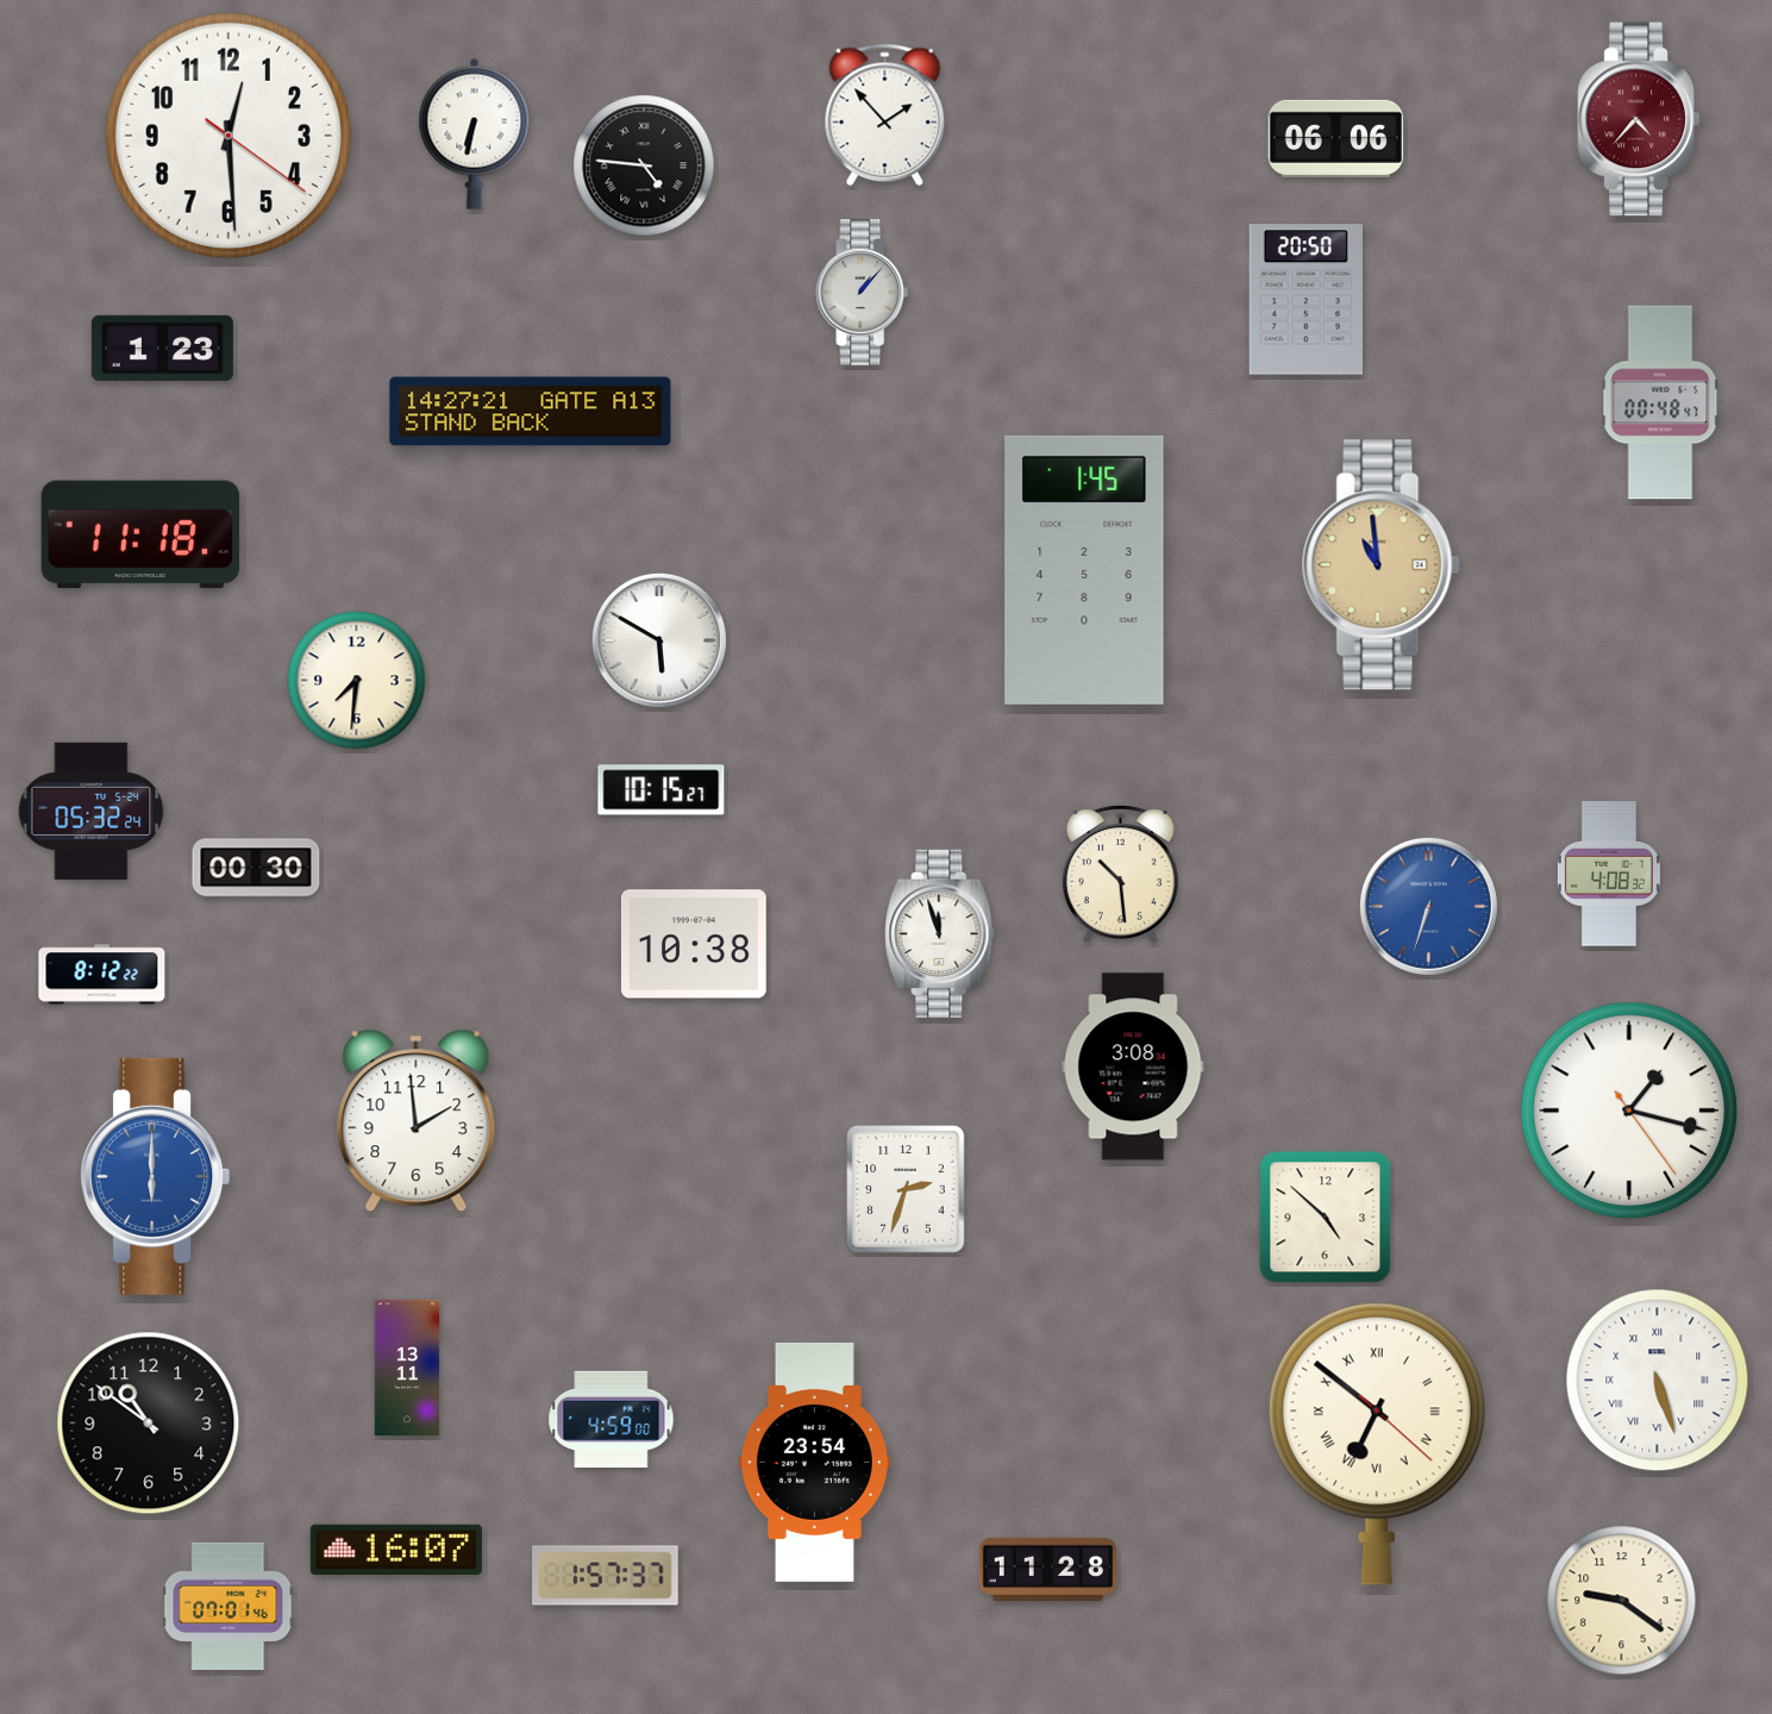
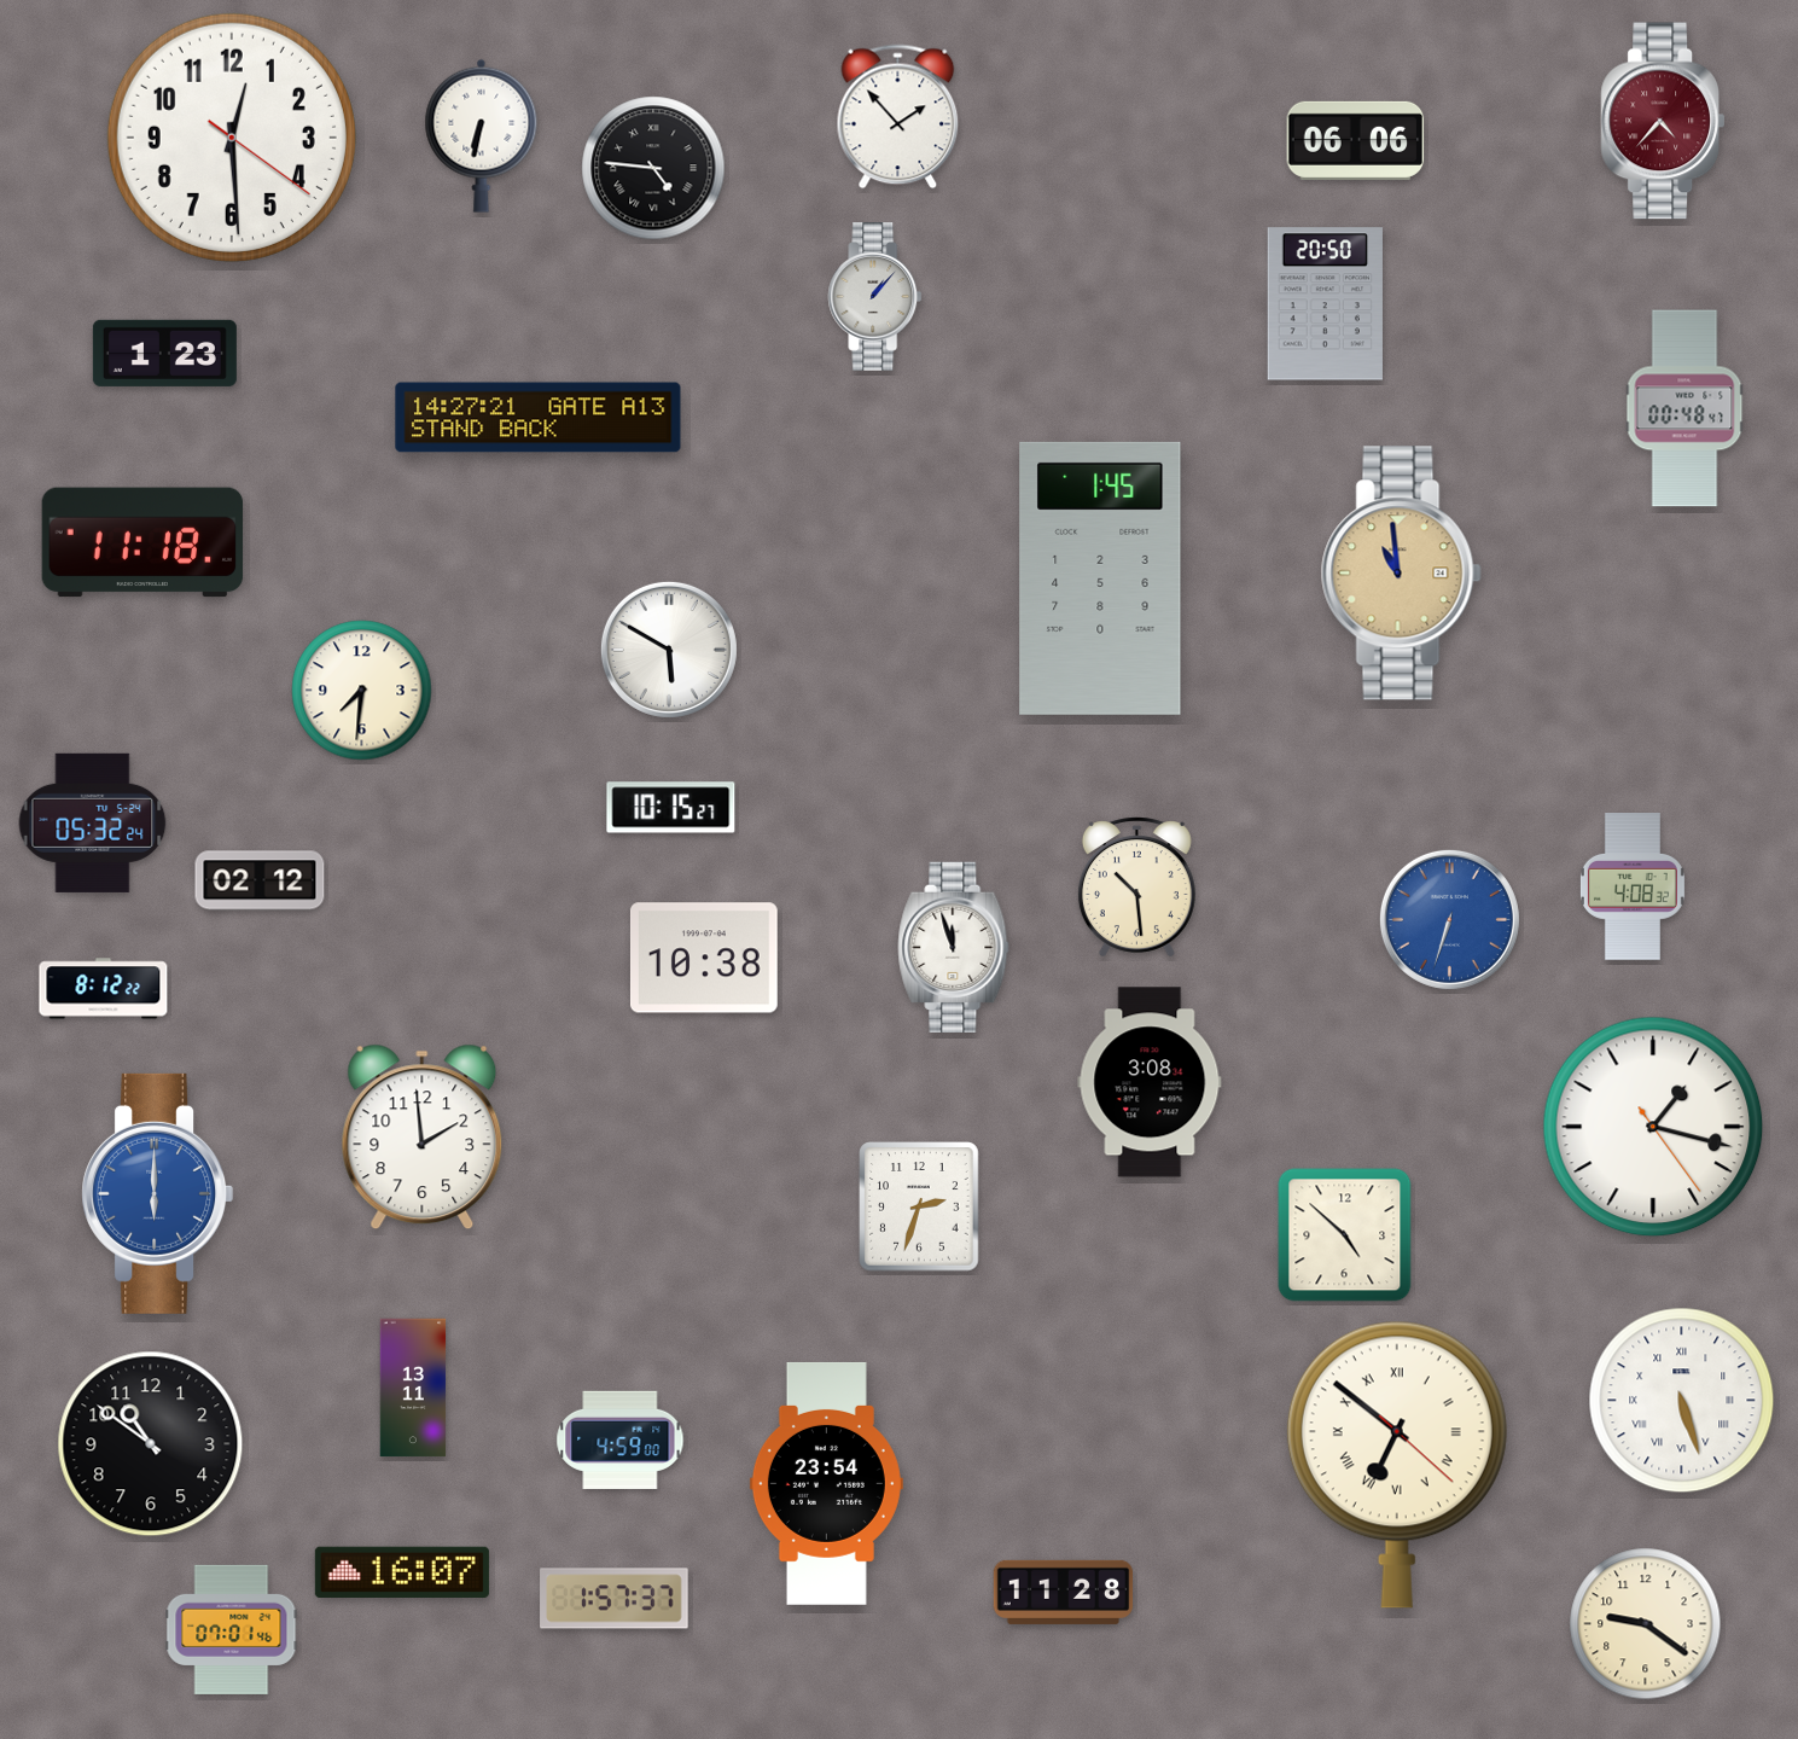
clock at (662, 790) position: (662, 790) -> (671, 808)
clock at (256, 868): 00:30 -> 02:12
